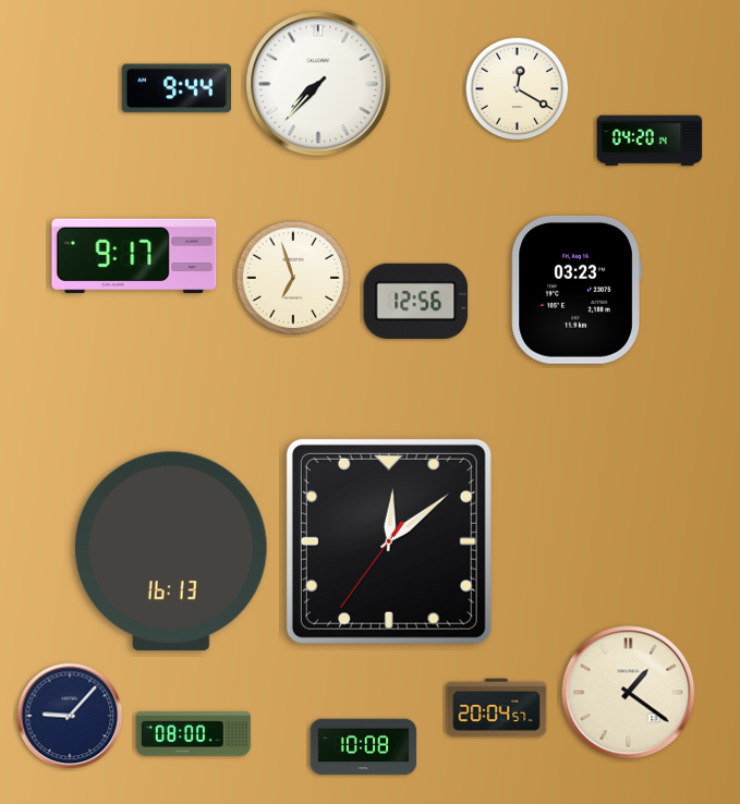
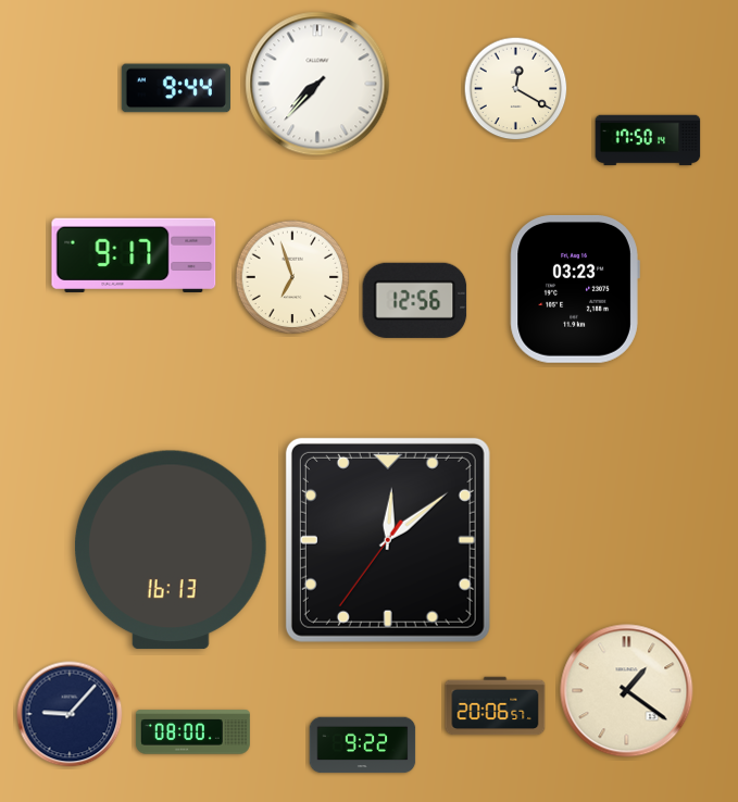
clock at (650, 141): 04:20 -> 17:50
clock at (497, 708): 20:04 -> 20:06
clock at (364, 747): 10:08 -> 9:22
